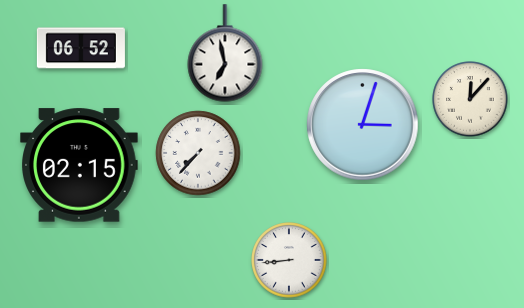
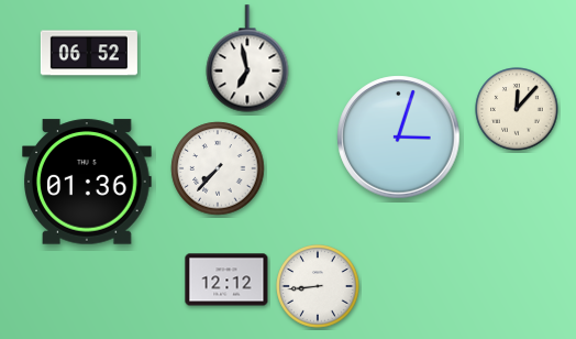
clock at (79, 165): 02:15 -> 01:36
clock at (226, 280): none -> 12:12
